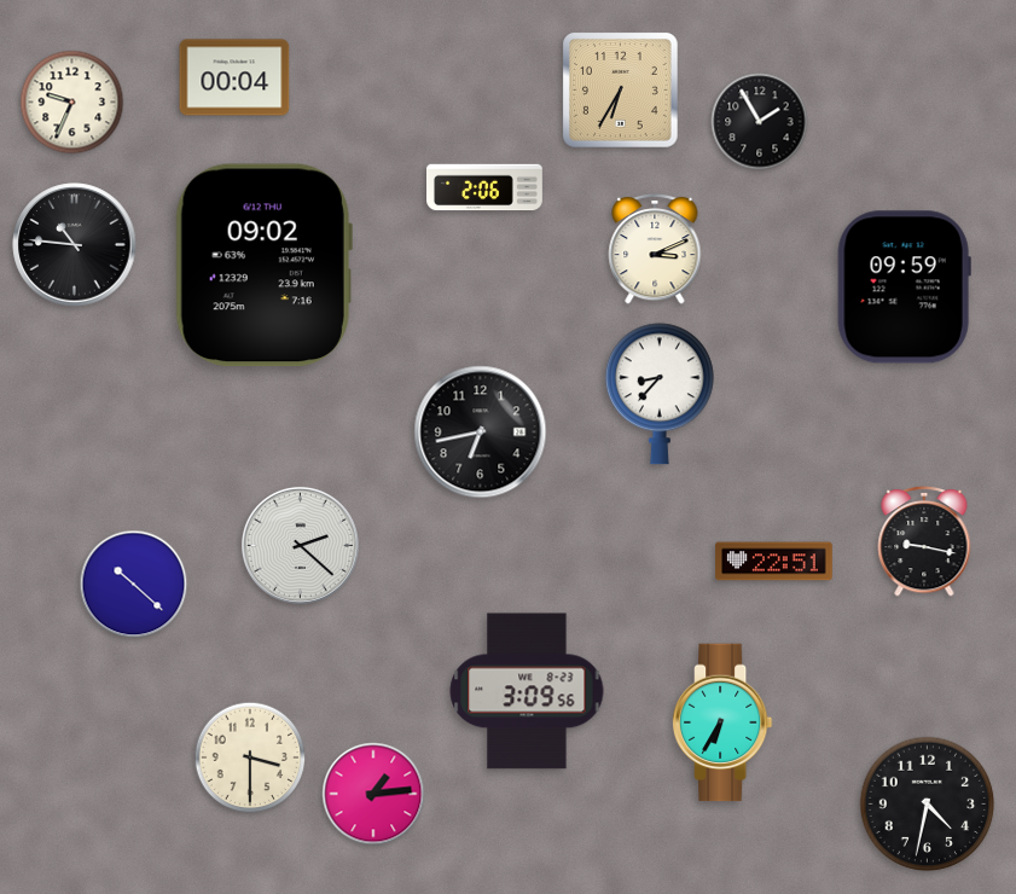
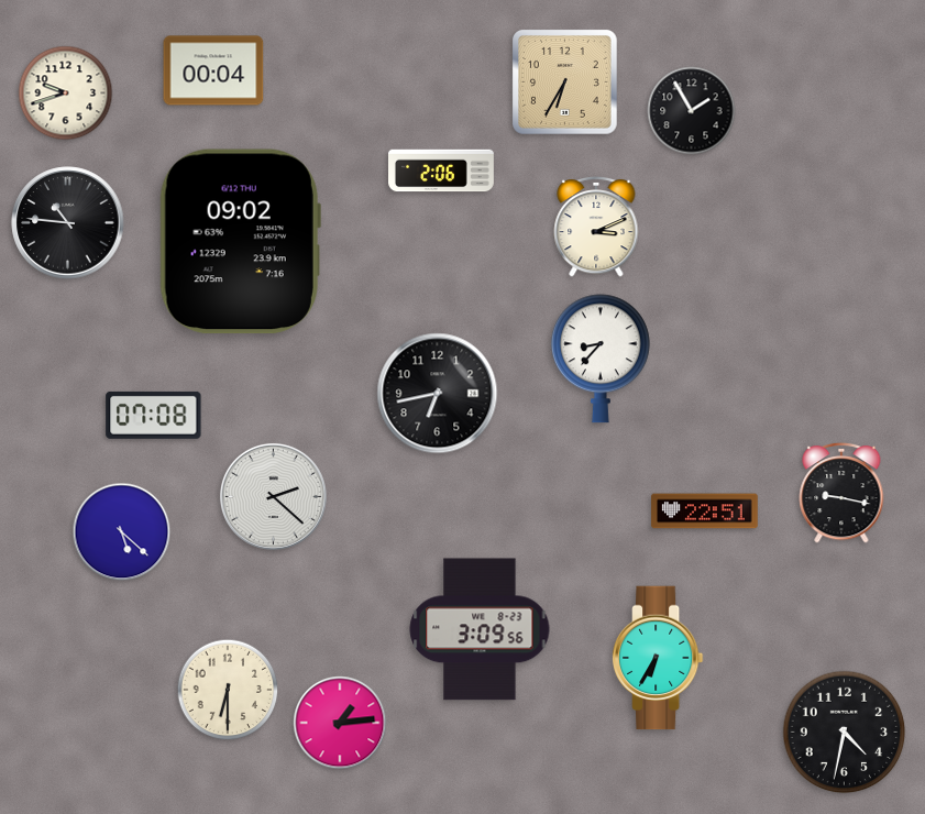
clock at (72, 103): 9:34 -> 9:42
clock at (904, 288): 09:59 -> none
clock at (154, 415): none -> 07:08
clock at (134, 585): 10:22 -> 5:22
clock at (250, 757): 3:30 -> 6:30
